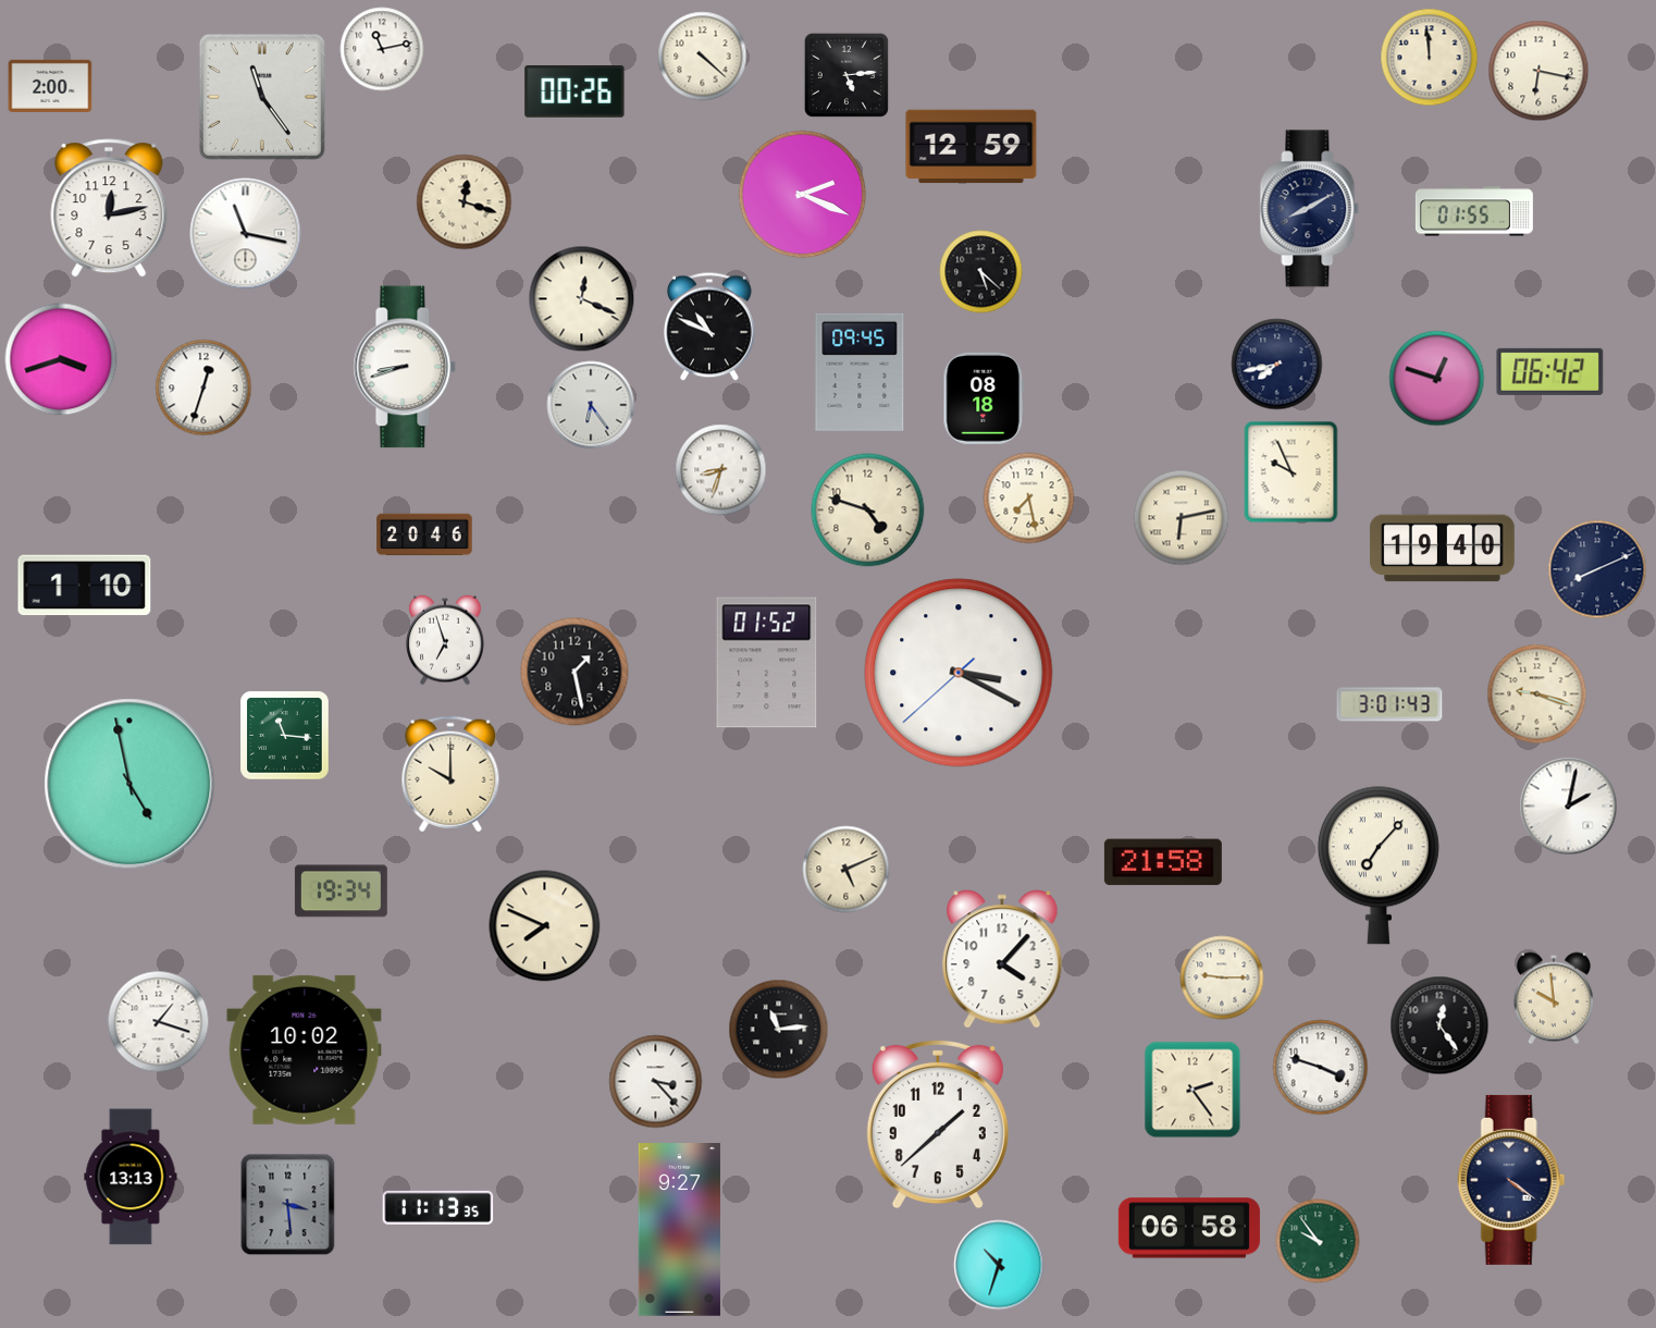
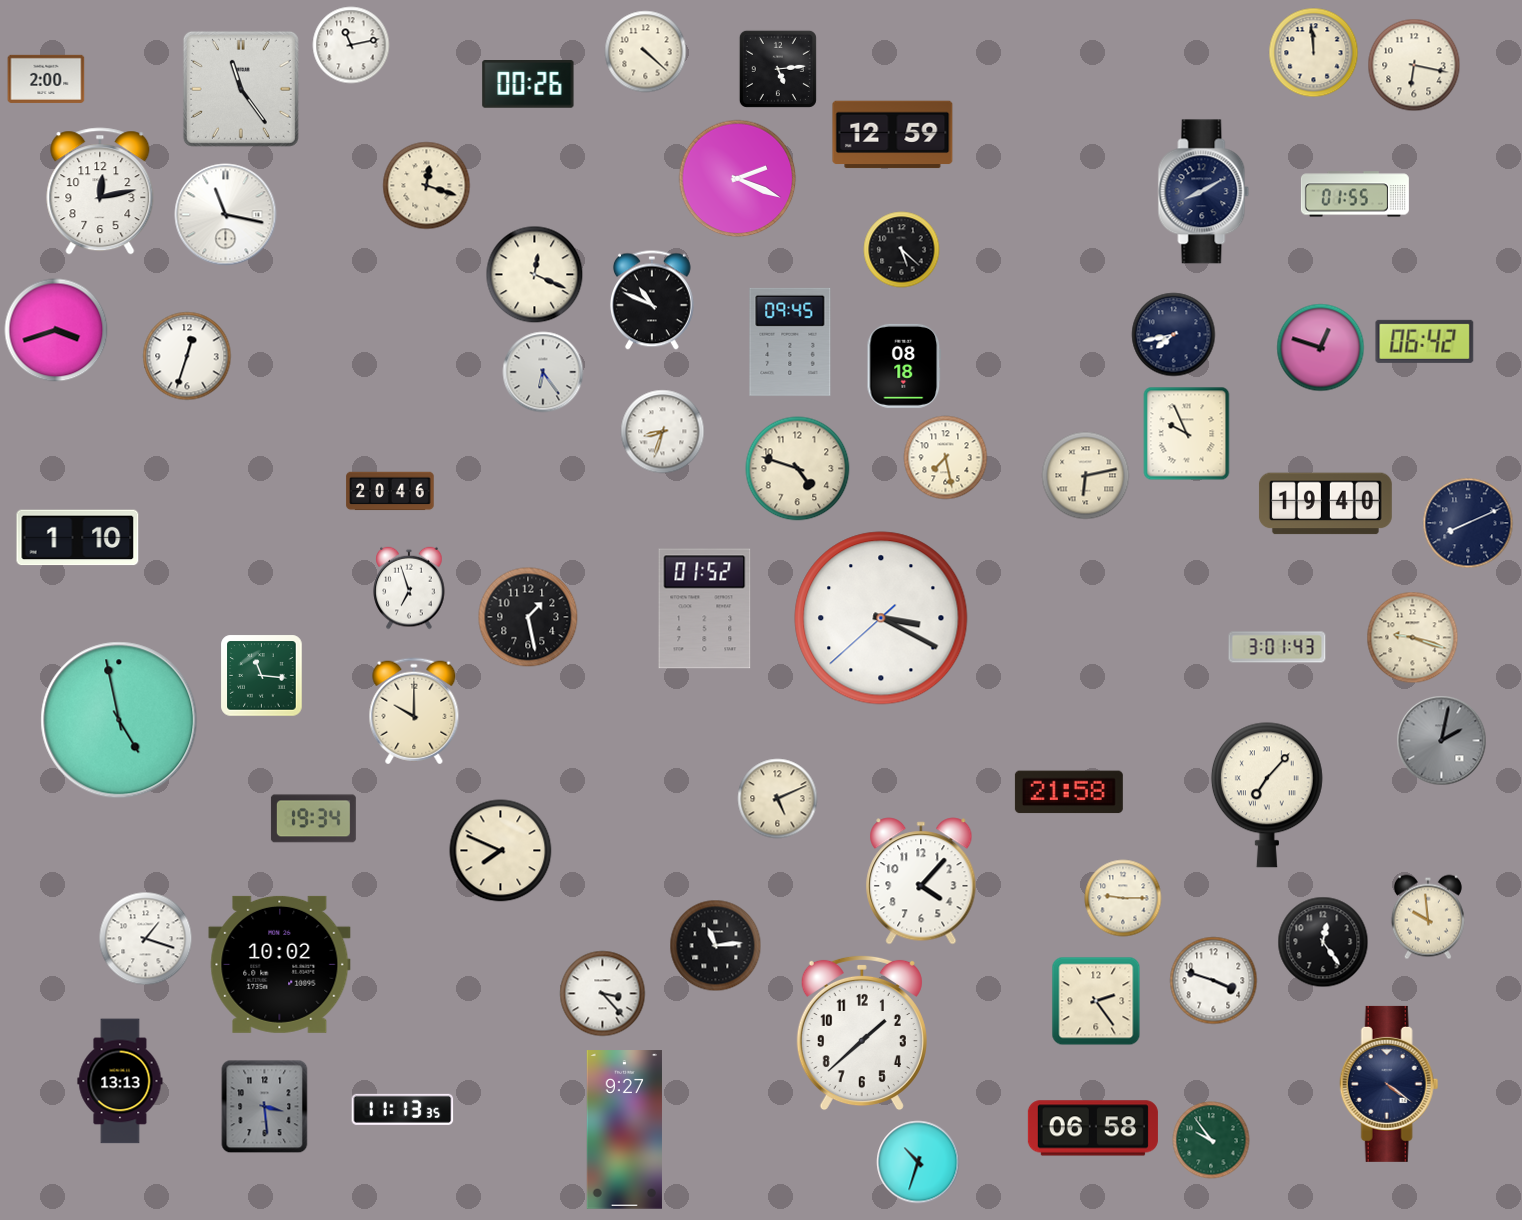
clock at (405, 367): 8:42 -> none
clock at (1569, 807) dial: white -> grey
